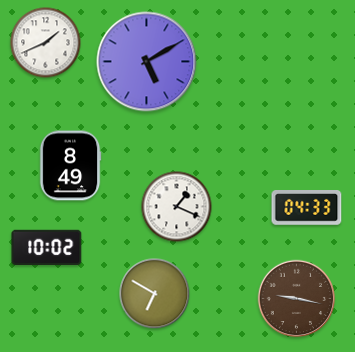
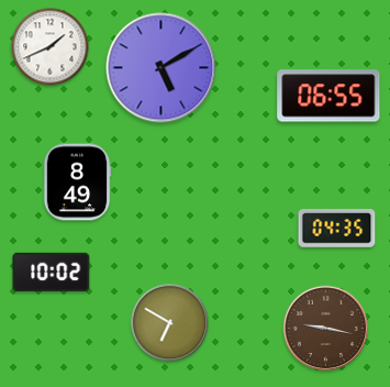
clock at (328, 96): none -> 06:55
clock at (177, 207): 1:19 -> none
clock at (307, 208): 04:33 -> 04:35
